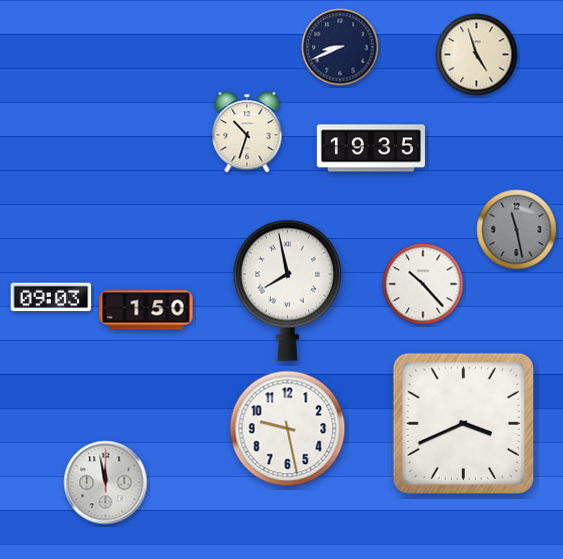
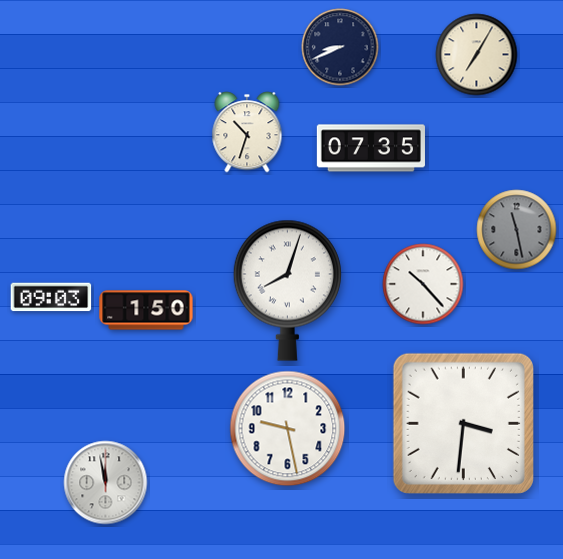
clock at (477, 55): 4:57 -> 7:05
clock at (371, 148): 19:35 -> 07:35
clock at (287, 290): 7:58 -> 8:03
clock at (463, 423): 3:41 -> 3:31
